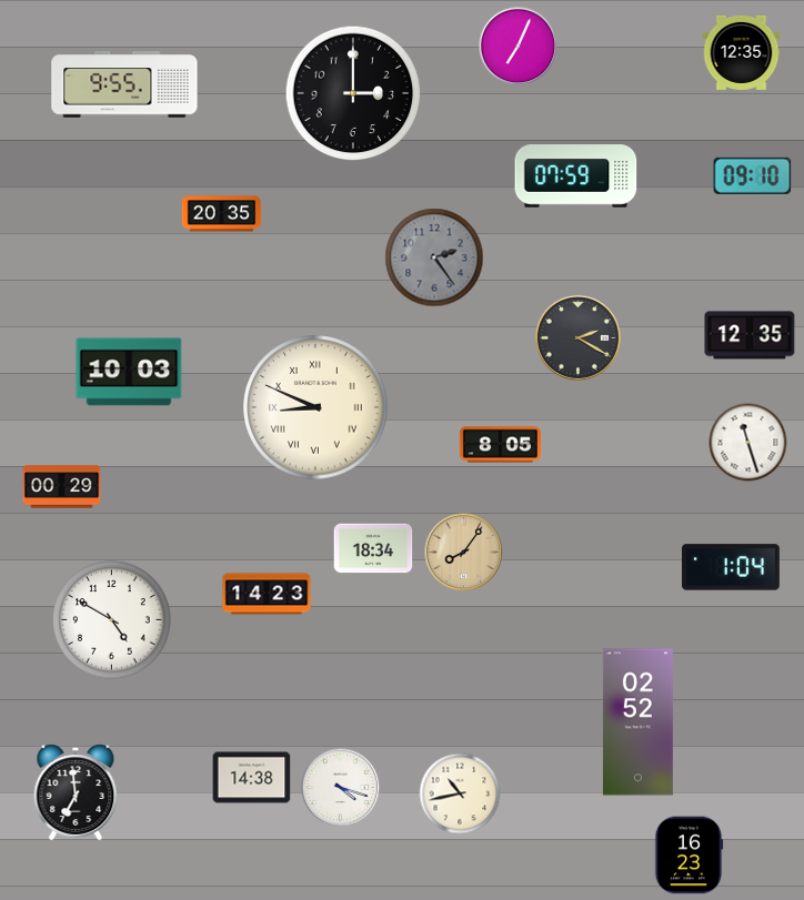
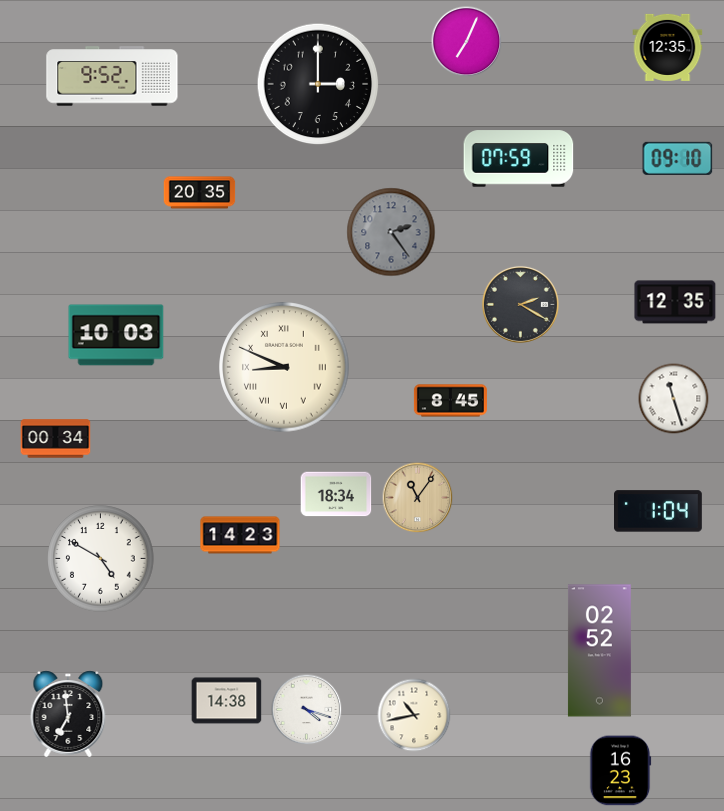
clock at (124, 84): 9:55 -> 9:52
clock at (500, 445): 8:05 -> 8:45
clock at (62, 487): 00:29 -> 00:34
clock at (464, 553): 8:06 -> 11:06
clock at (637, 722) position: (637, 722) -> (599, 651)
